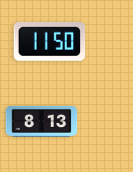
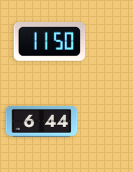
clock at (42, 121): 8:13 -> 6:44
